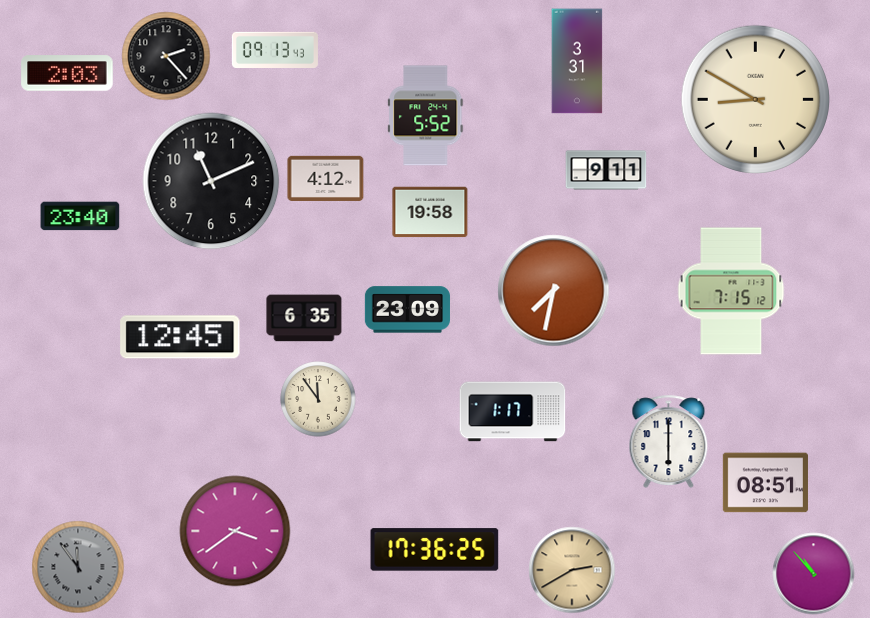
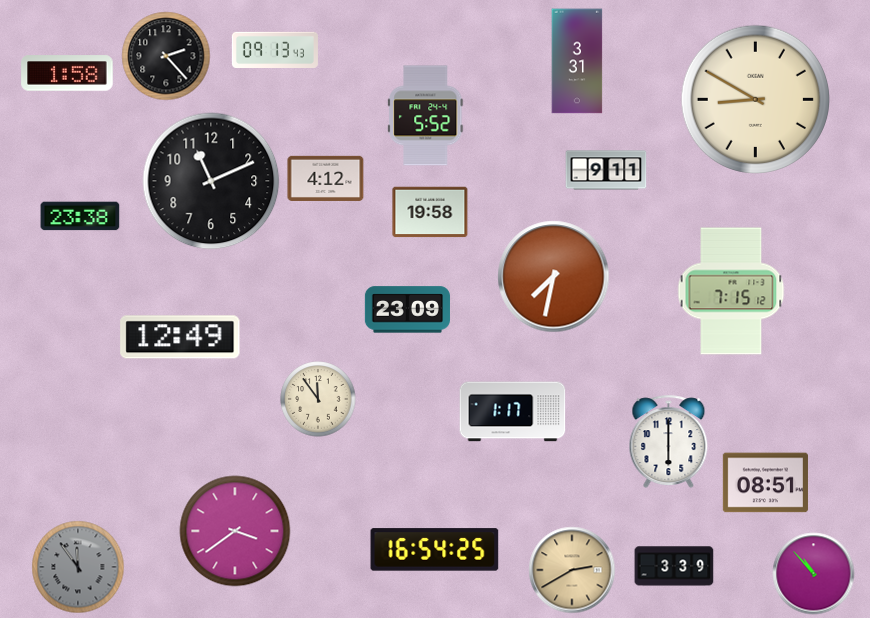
clock at (67, 73): 2:03 -> 1:58
clock at (80, 216): 23:40 -> 23:38
clock at (554, 291) position: (554, 291) -> (554, 277)
clock at (304, 318): 6:35 -> none
clock at (180, 337): 12:45 -> 12:49
clock at (435, 550): 17:36 -> 16:54
clock at (674, 566): none -> 3:39
